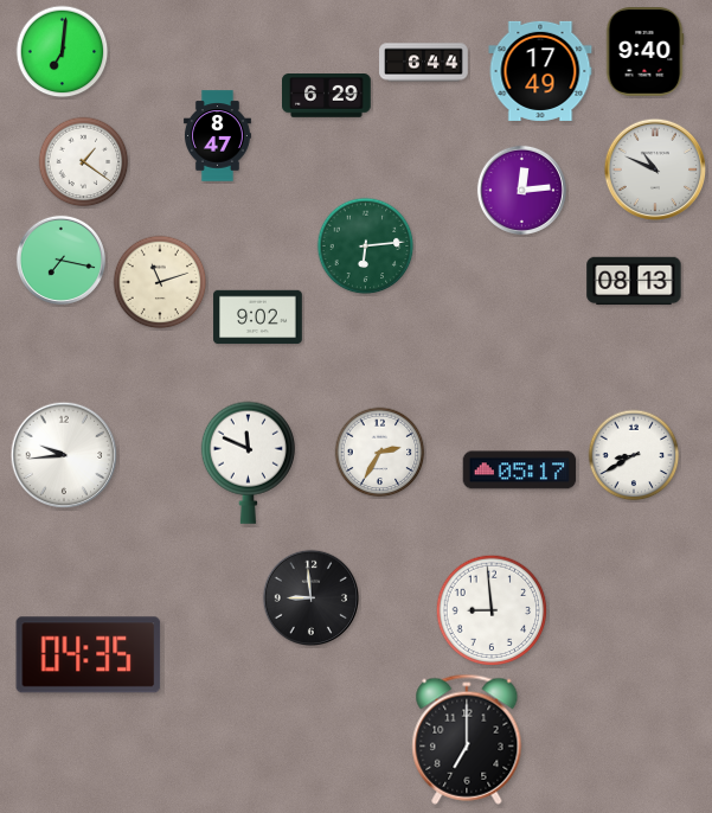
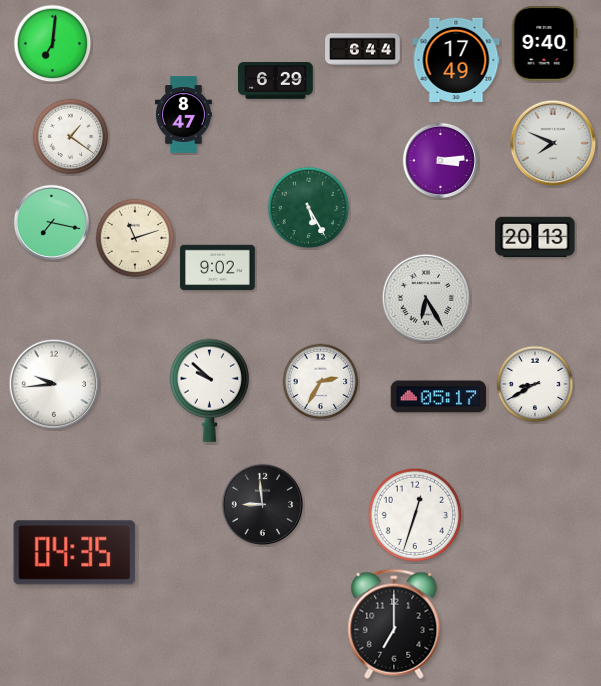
clock at (424, 63) position: (424, 63) -> (363, 50)
clock at (655, 169): 10:49 -> 7:49
clock at (521, 190): 12:14 -> 3:14
clock at (366, 247): 6:14 -> 5:25
clock at (60, 260) position: (60, 260) -> (51, 222)
clock at (634, 281): 08:13 -> 20:13
clock at (426, 298): none -> 6:25
clock at (248, 462): 11:49 -> 9:52
clock at (492, 610): 8:59 -> 12:33
